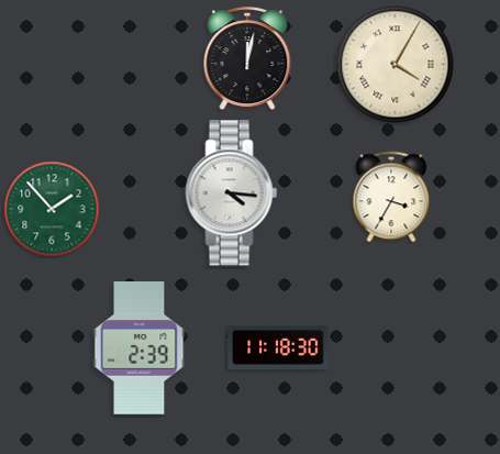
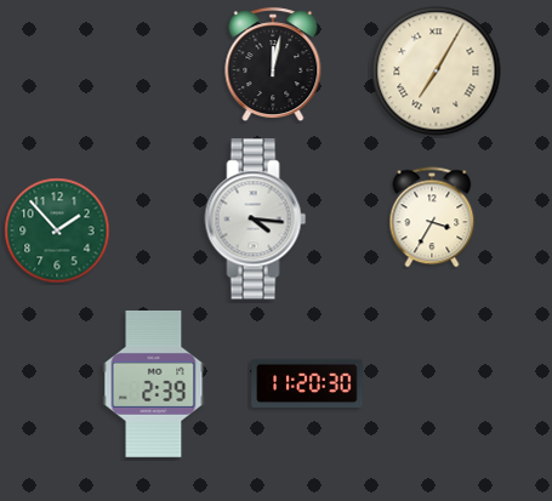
clock at (396, 65): 4:05 -> 7:05
clock at (232, 193) position: (232, 193) -> (256, 220)
clock at (278, 347): 11:18 -> 11:20
